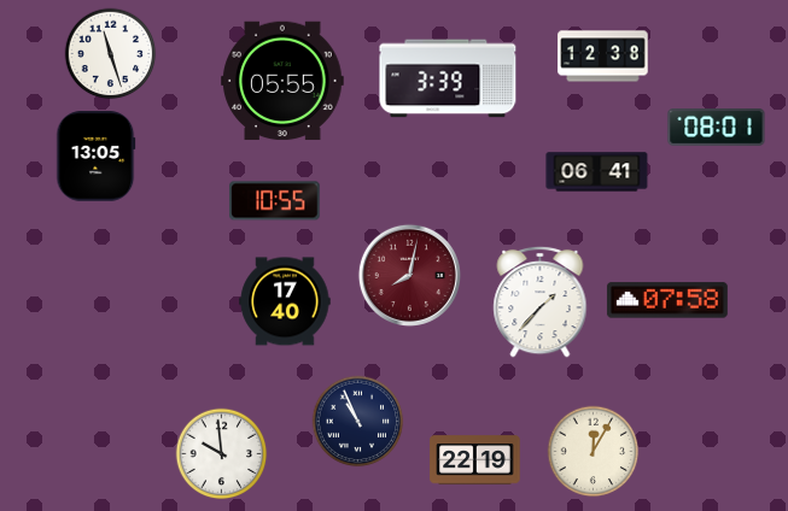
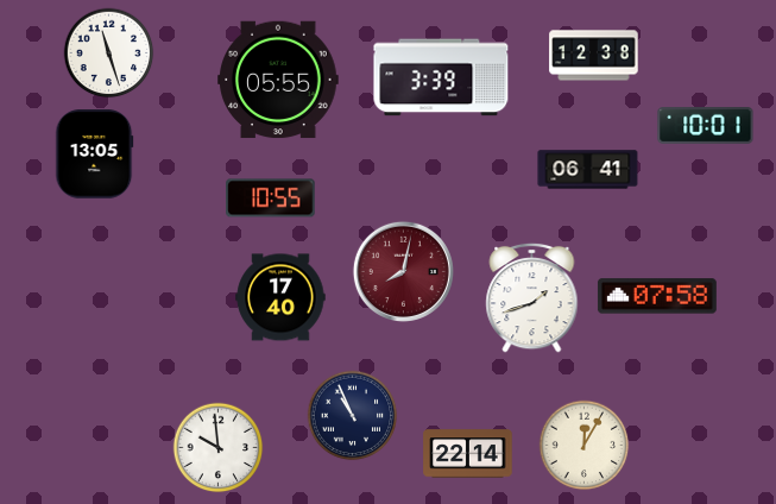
clock at (717, 128): 08:01 -> 10:01
clock at (541, 301): 1:37 -> 1:42
clock at (475, 460): 22:19 -> 22:14
